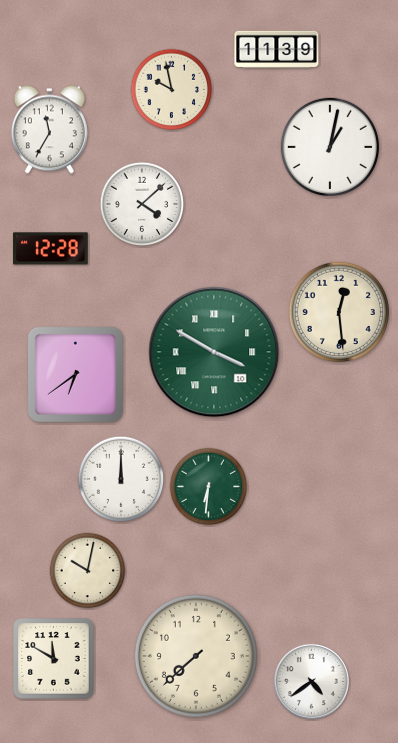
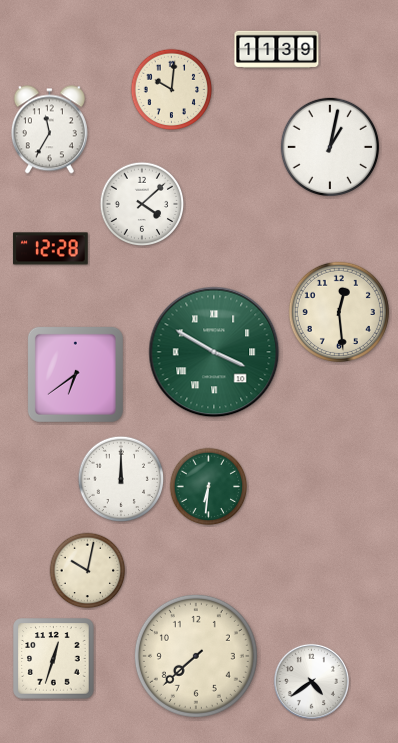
clock at (172, 90): 9:58 -> 10:01
clock at (54, 659): 11:50 -> 12:33
